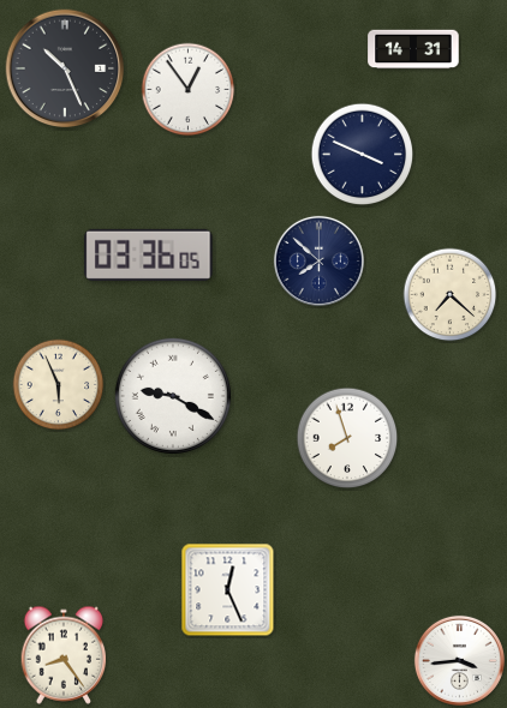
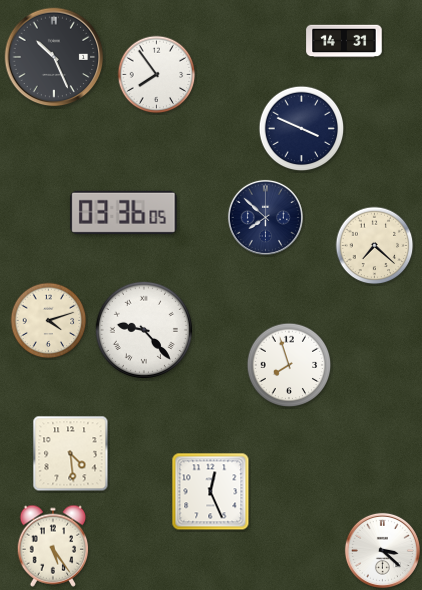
clock at (189, 90): 12:54 -> 7:54
clock at (59, 385): 5:56 -> 4:12
clock at (172, 395): 9:20 -> 9:23
clock at (71, 454): none -> 4:29
clock at (228, 590) position: (228, 590) -> (211, 492)
clock at (64, 655): 8:24 -> 5:24
clock at (459, 660): 3:44 -> 3:22
